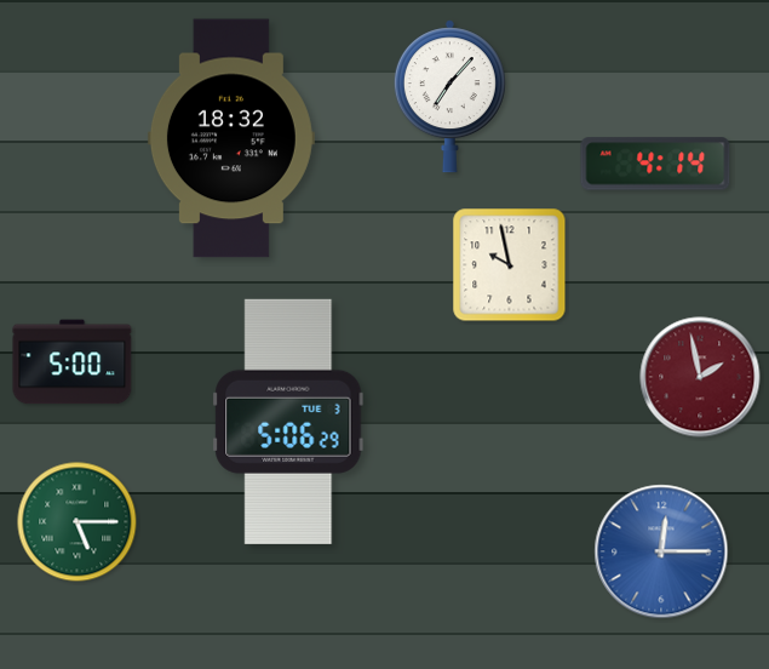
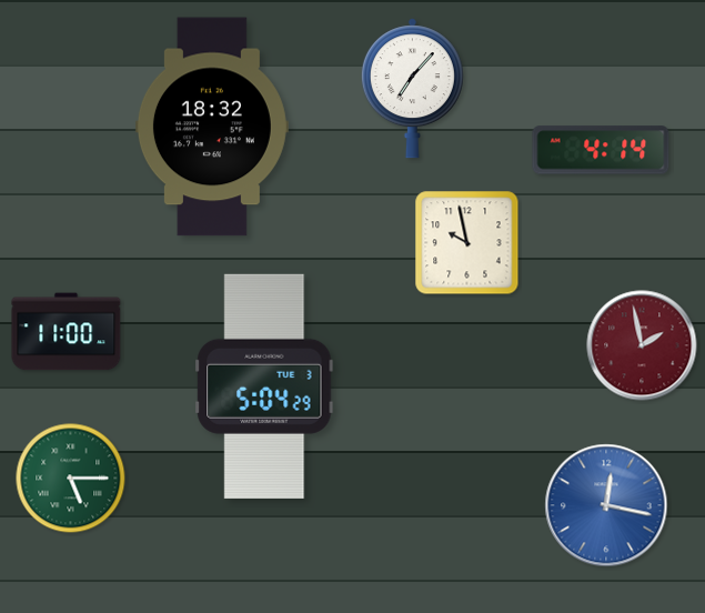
clock at (73, 362): 5:00 -> 11:00
clock at (288, 422): 5:06 -> 5:04
clock at (661, 551): 12:15 -> 12:17
